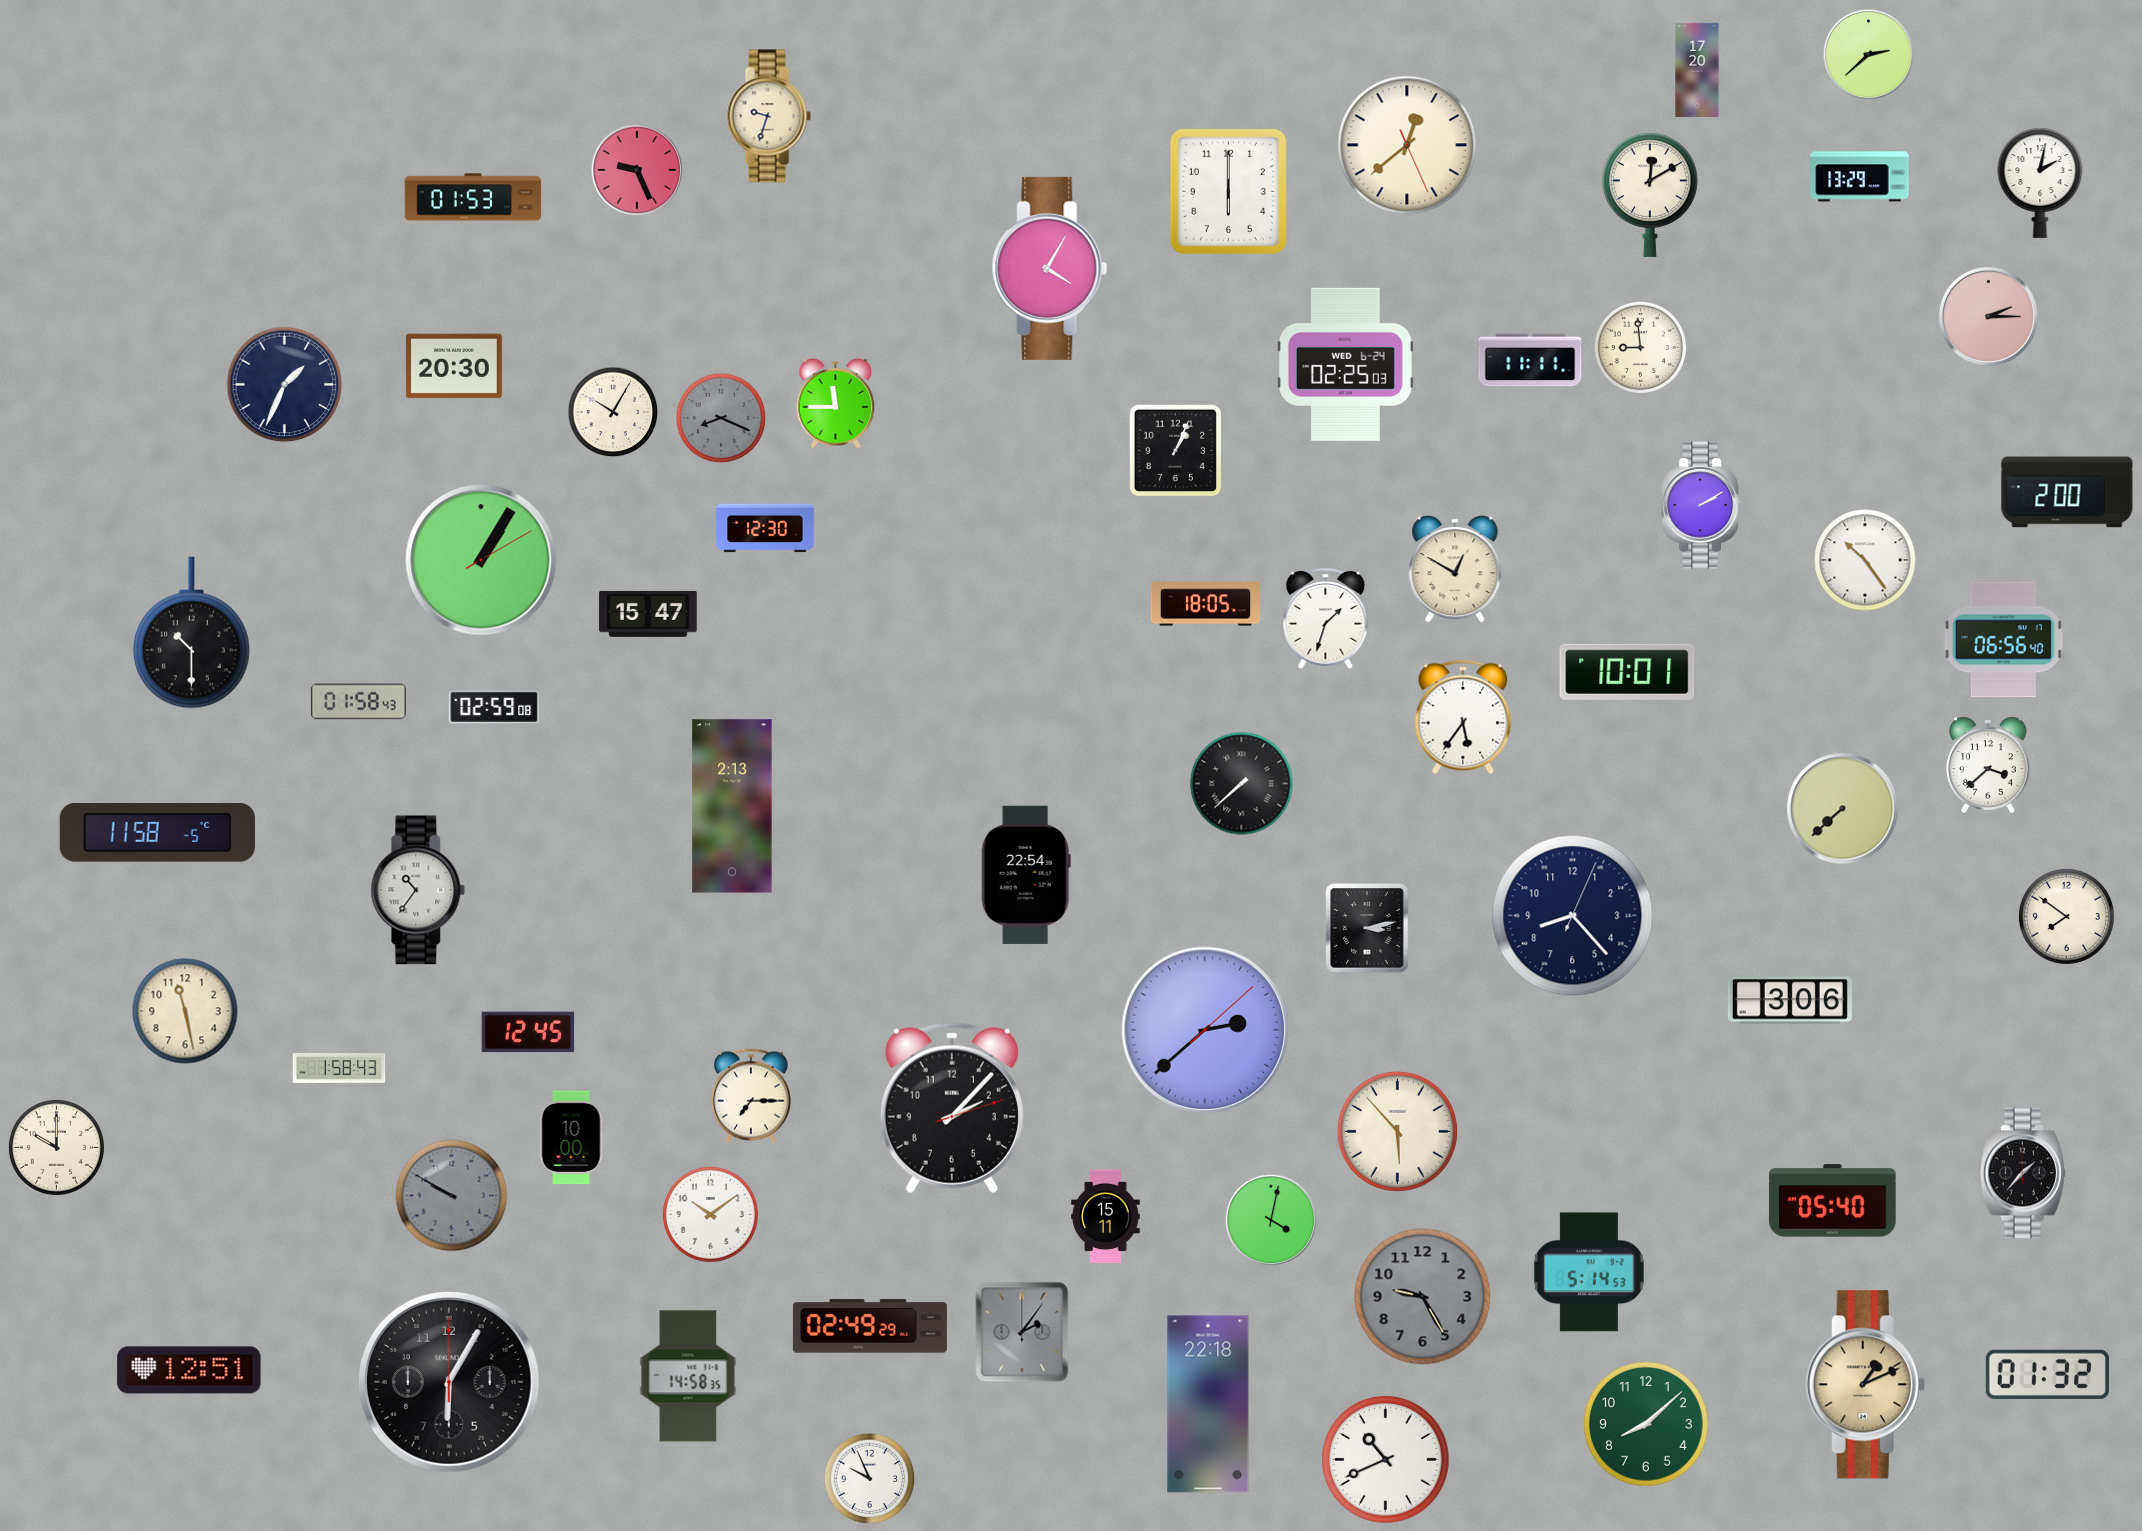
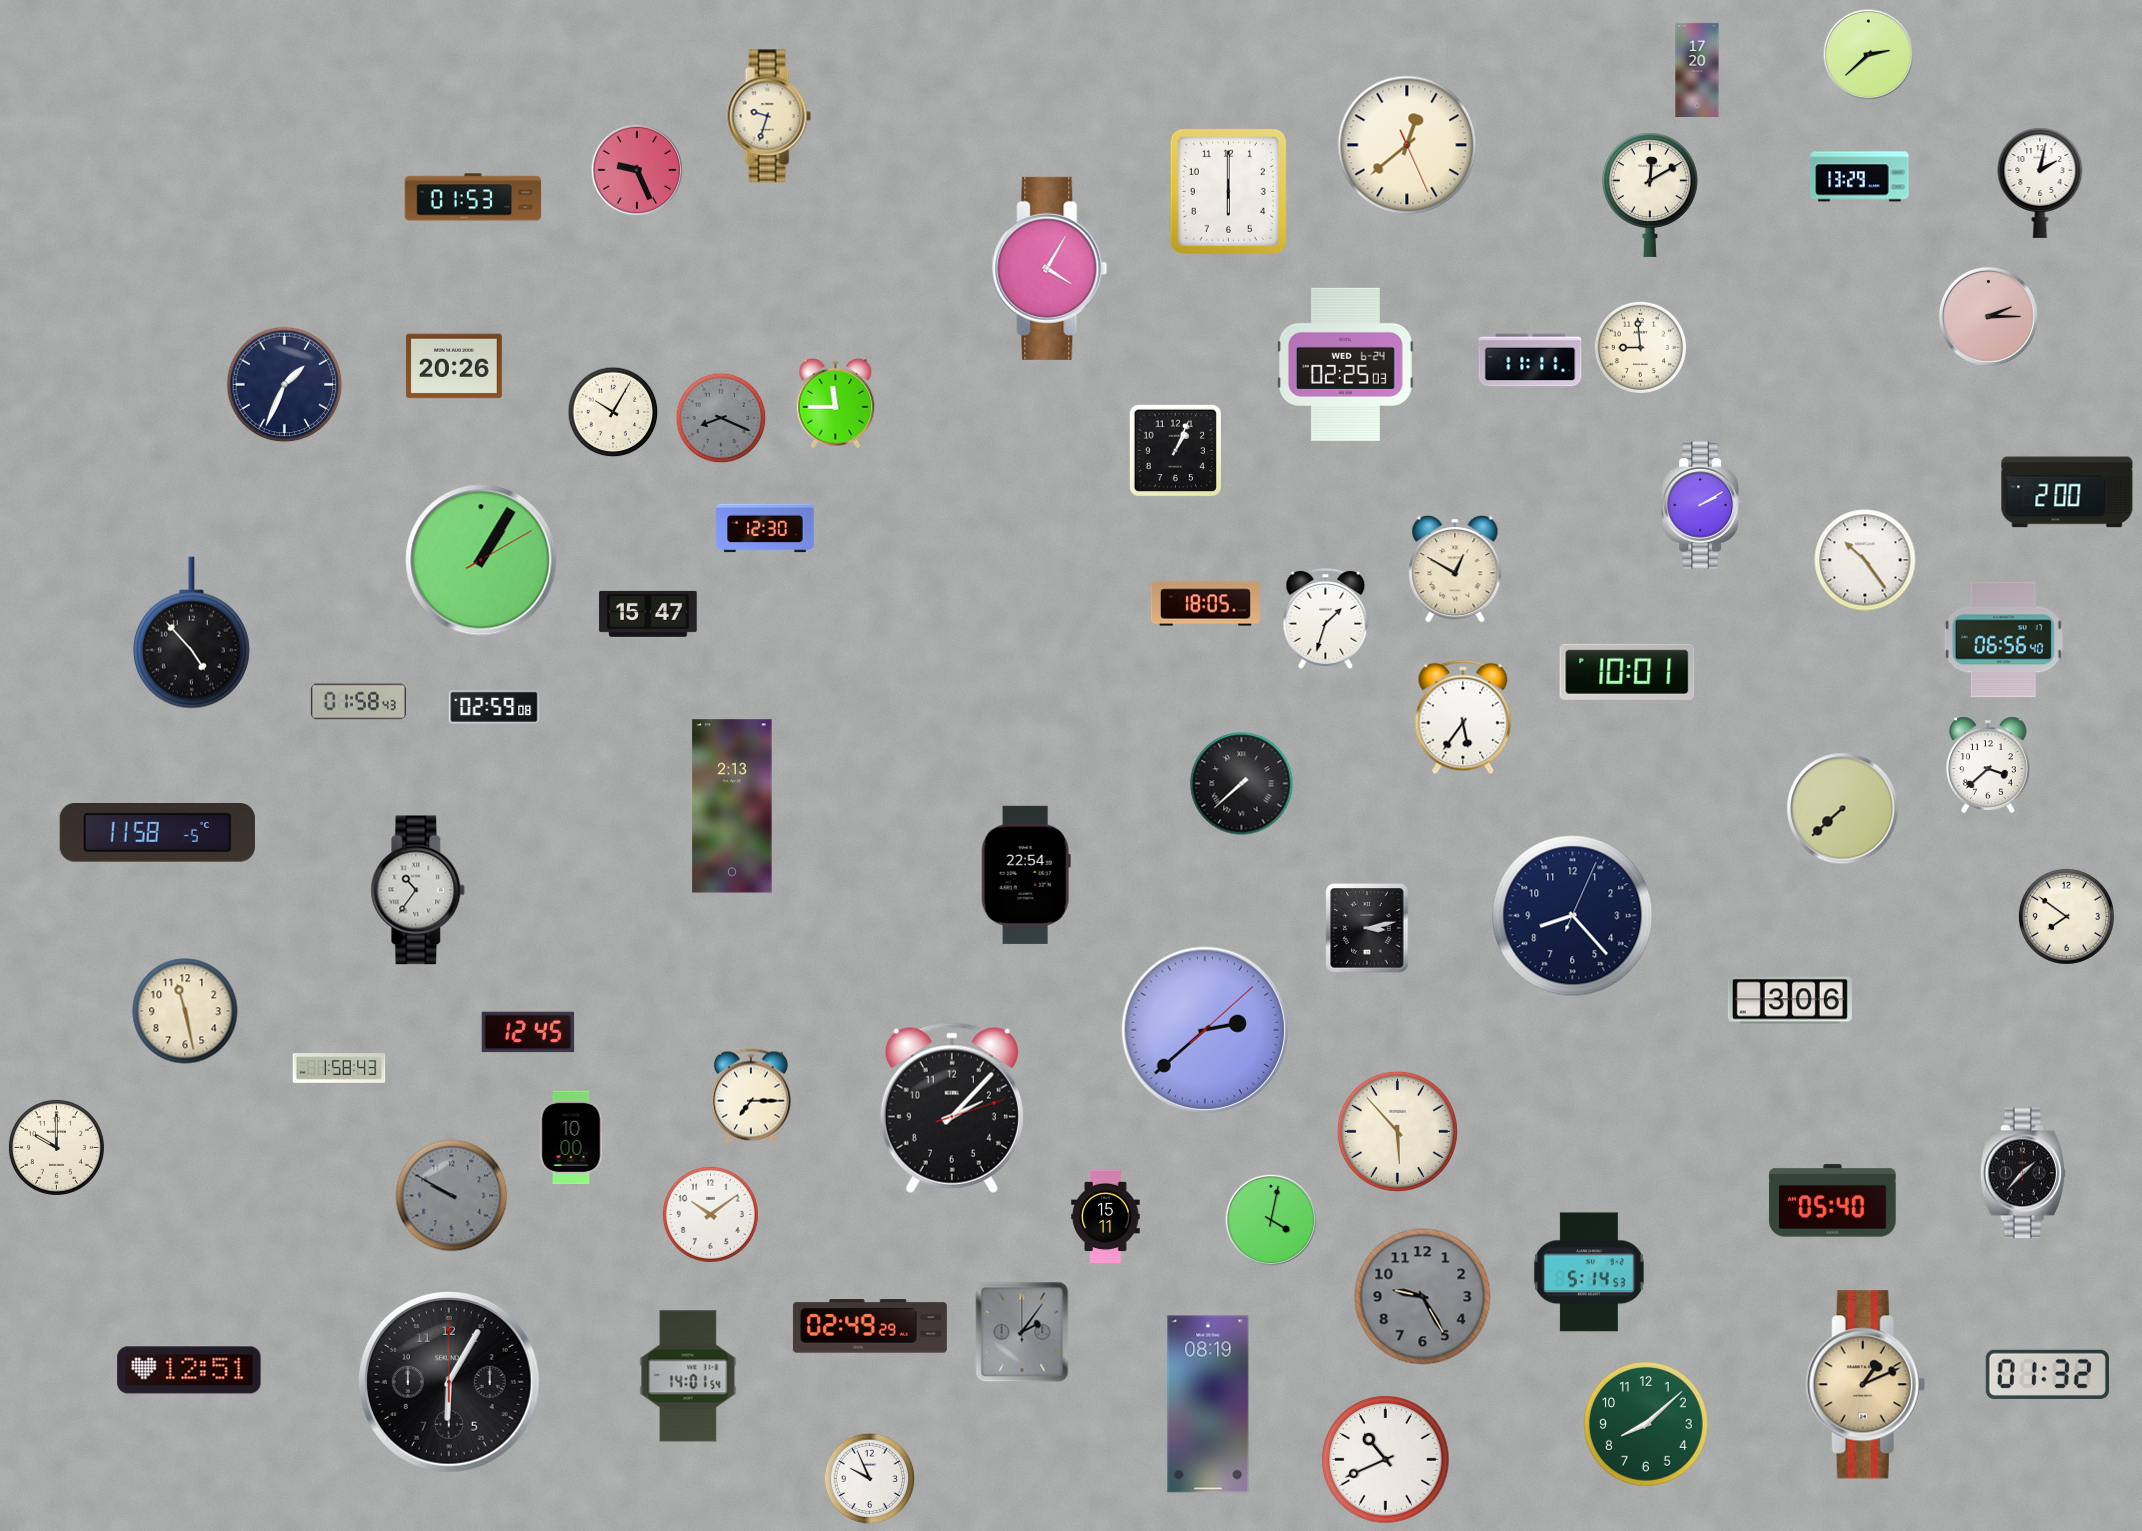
clock at (454, 366): 20:30 -> 20:26
clock at (191, 633): 10:30 -> 4:53
clock at (688, 1376): 14:58 -> 14:01
clock at (1208, 1404): 22:18 -> 08:19
